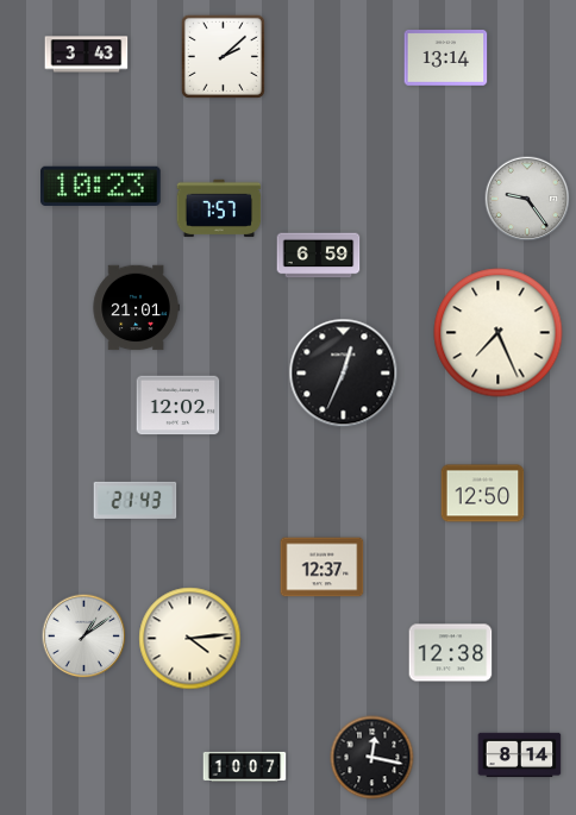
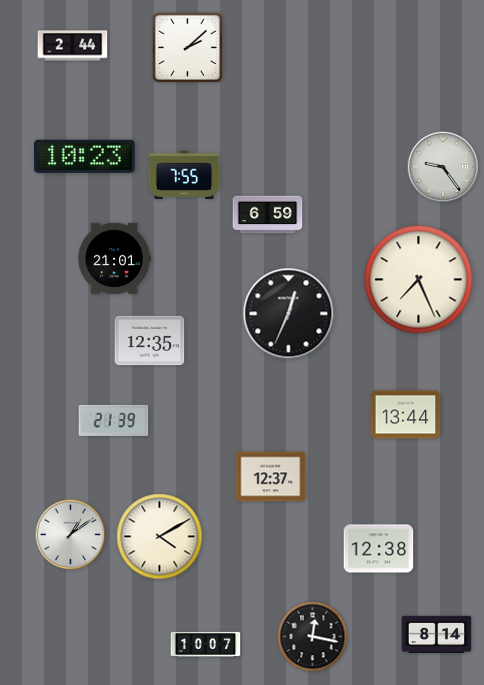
clock at (87, 55): 3:43 -> 2:44
clock at (446, 58): 13:14 -> none
clock at (219, 208): 7:57 -> 7:55
clock at (179, 406): 12:02 -> 12:35
clock at (483, 494): 12:50 -> 13:44
clock at (136, 500): 21:43 -> 21:39
clock at (190, 639): 4:14 -> 4:10
